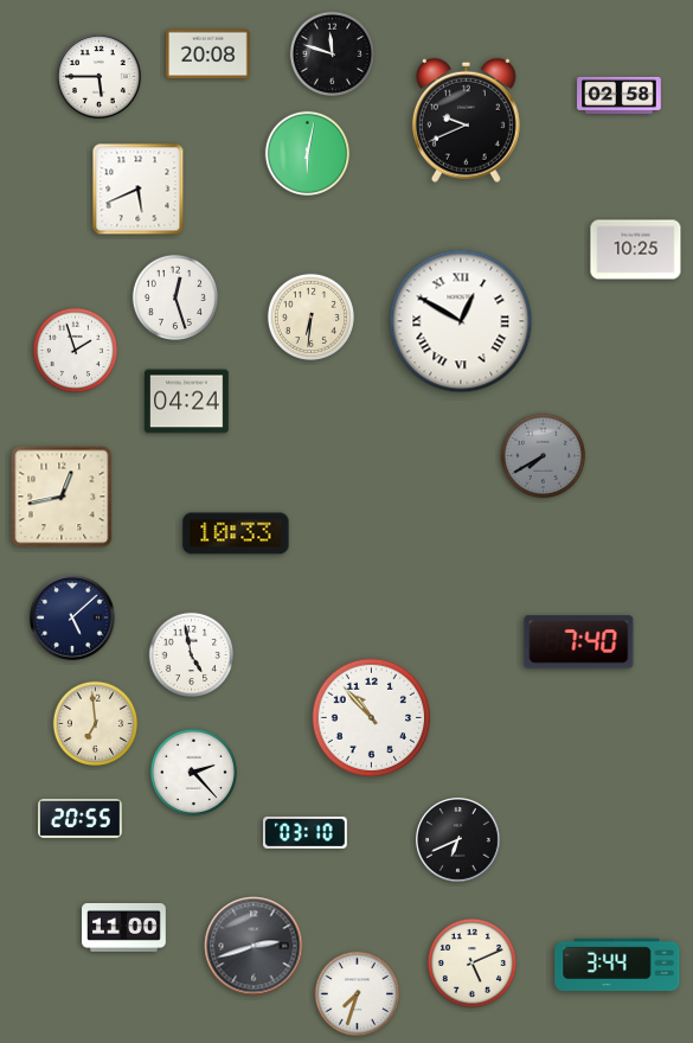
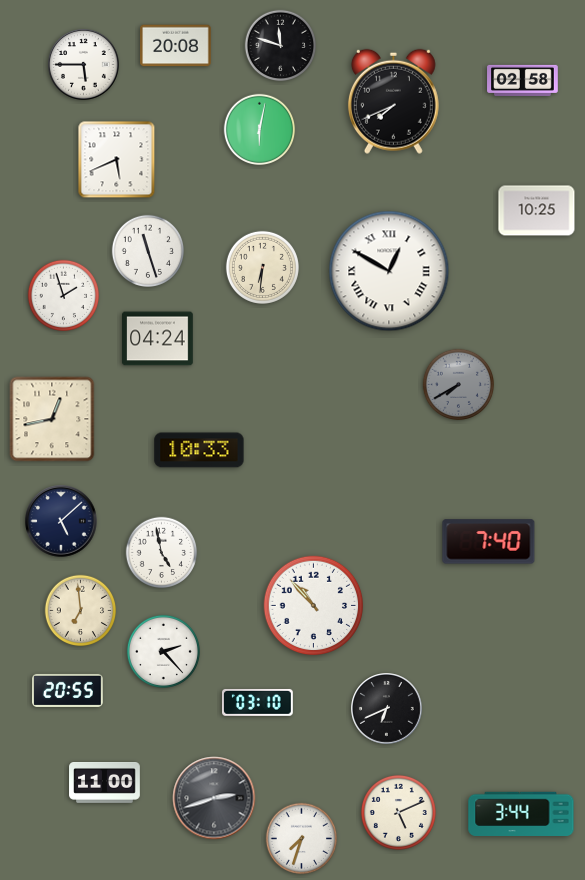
clock at (466, 120): 9:41 -> 7:41
clock at (174, 296): 12:27 -> 11:27
